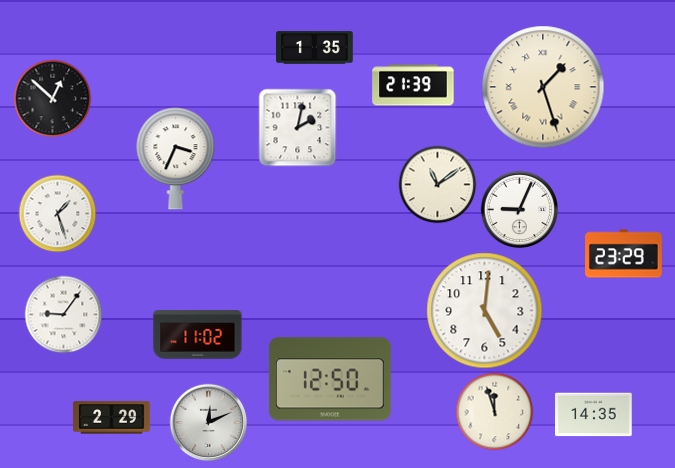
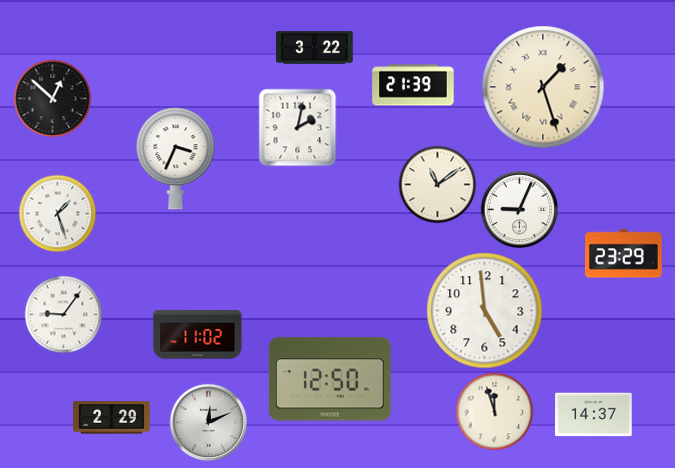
clock at (315, 48): 1:35 -> 3:22
clock at (485, 311): 5:01 -> 4:59
clock at (594, 415): 14:35 -> 14:37
